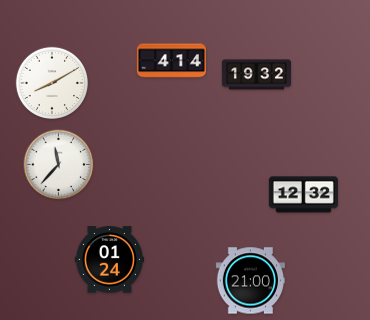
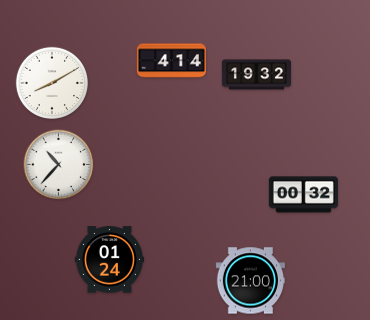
clock at (59, 165): 11:37 -> 10:37
clock at (303, 195): 12:32 -> 00:32
